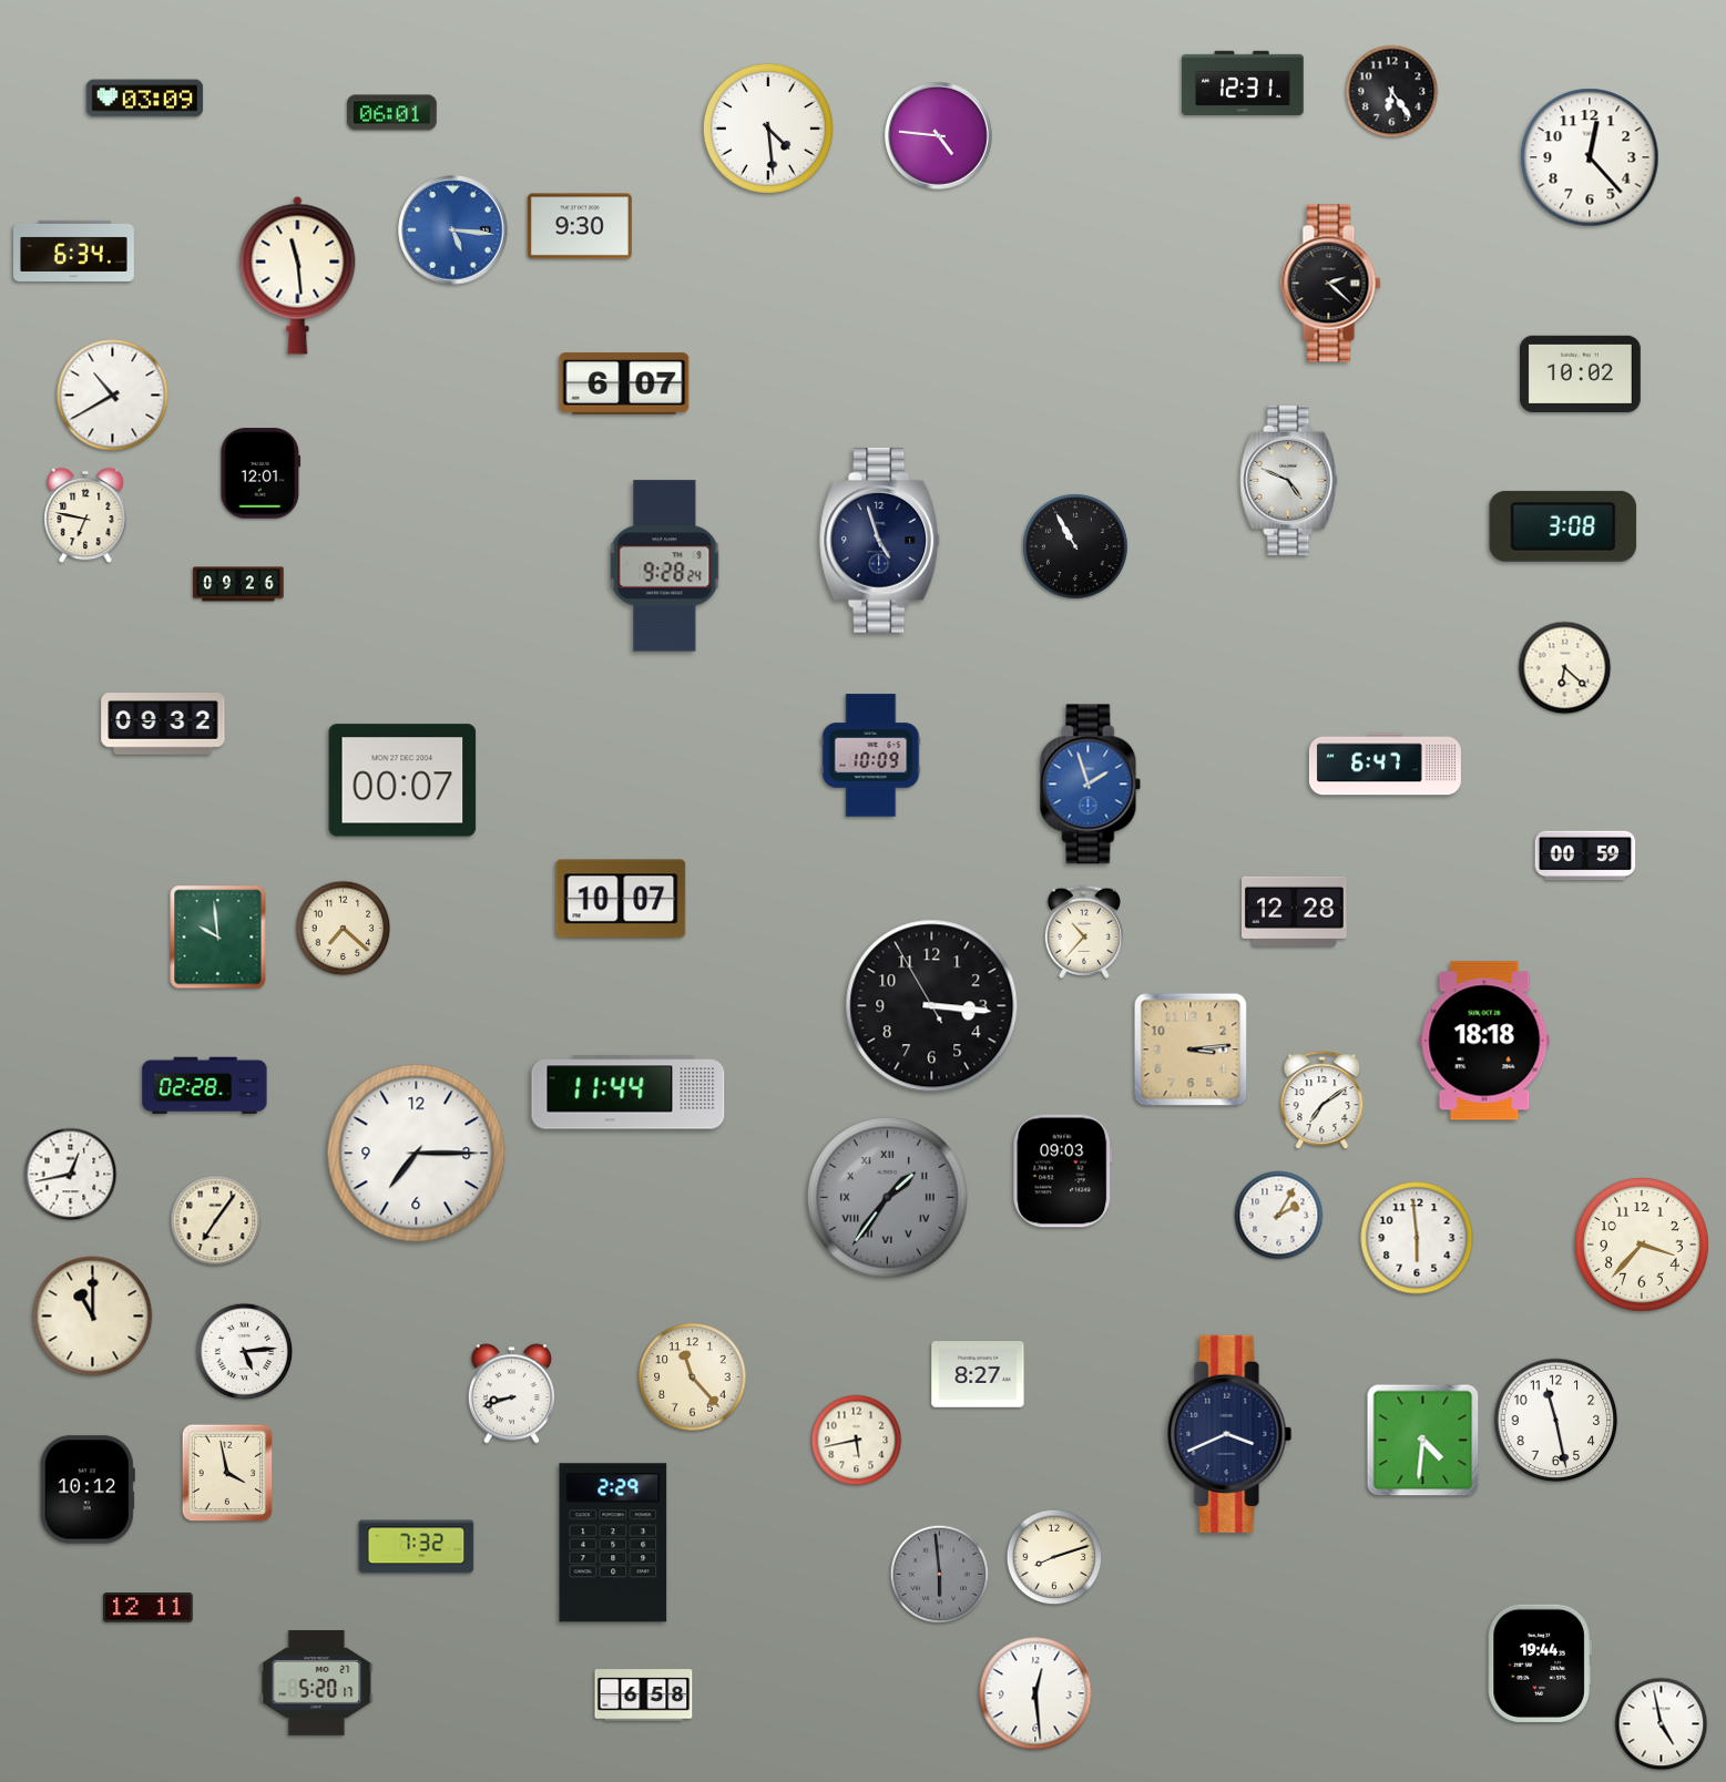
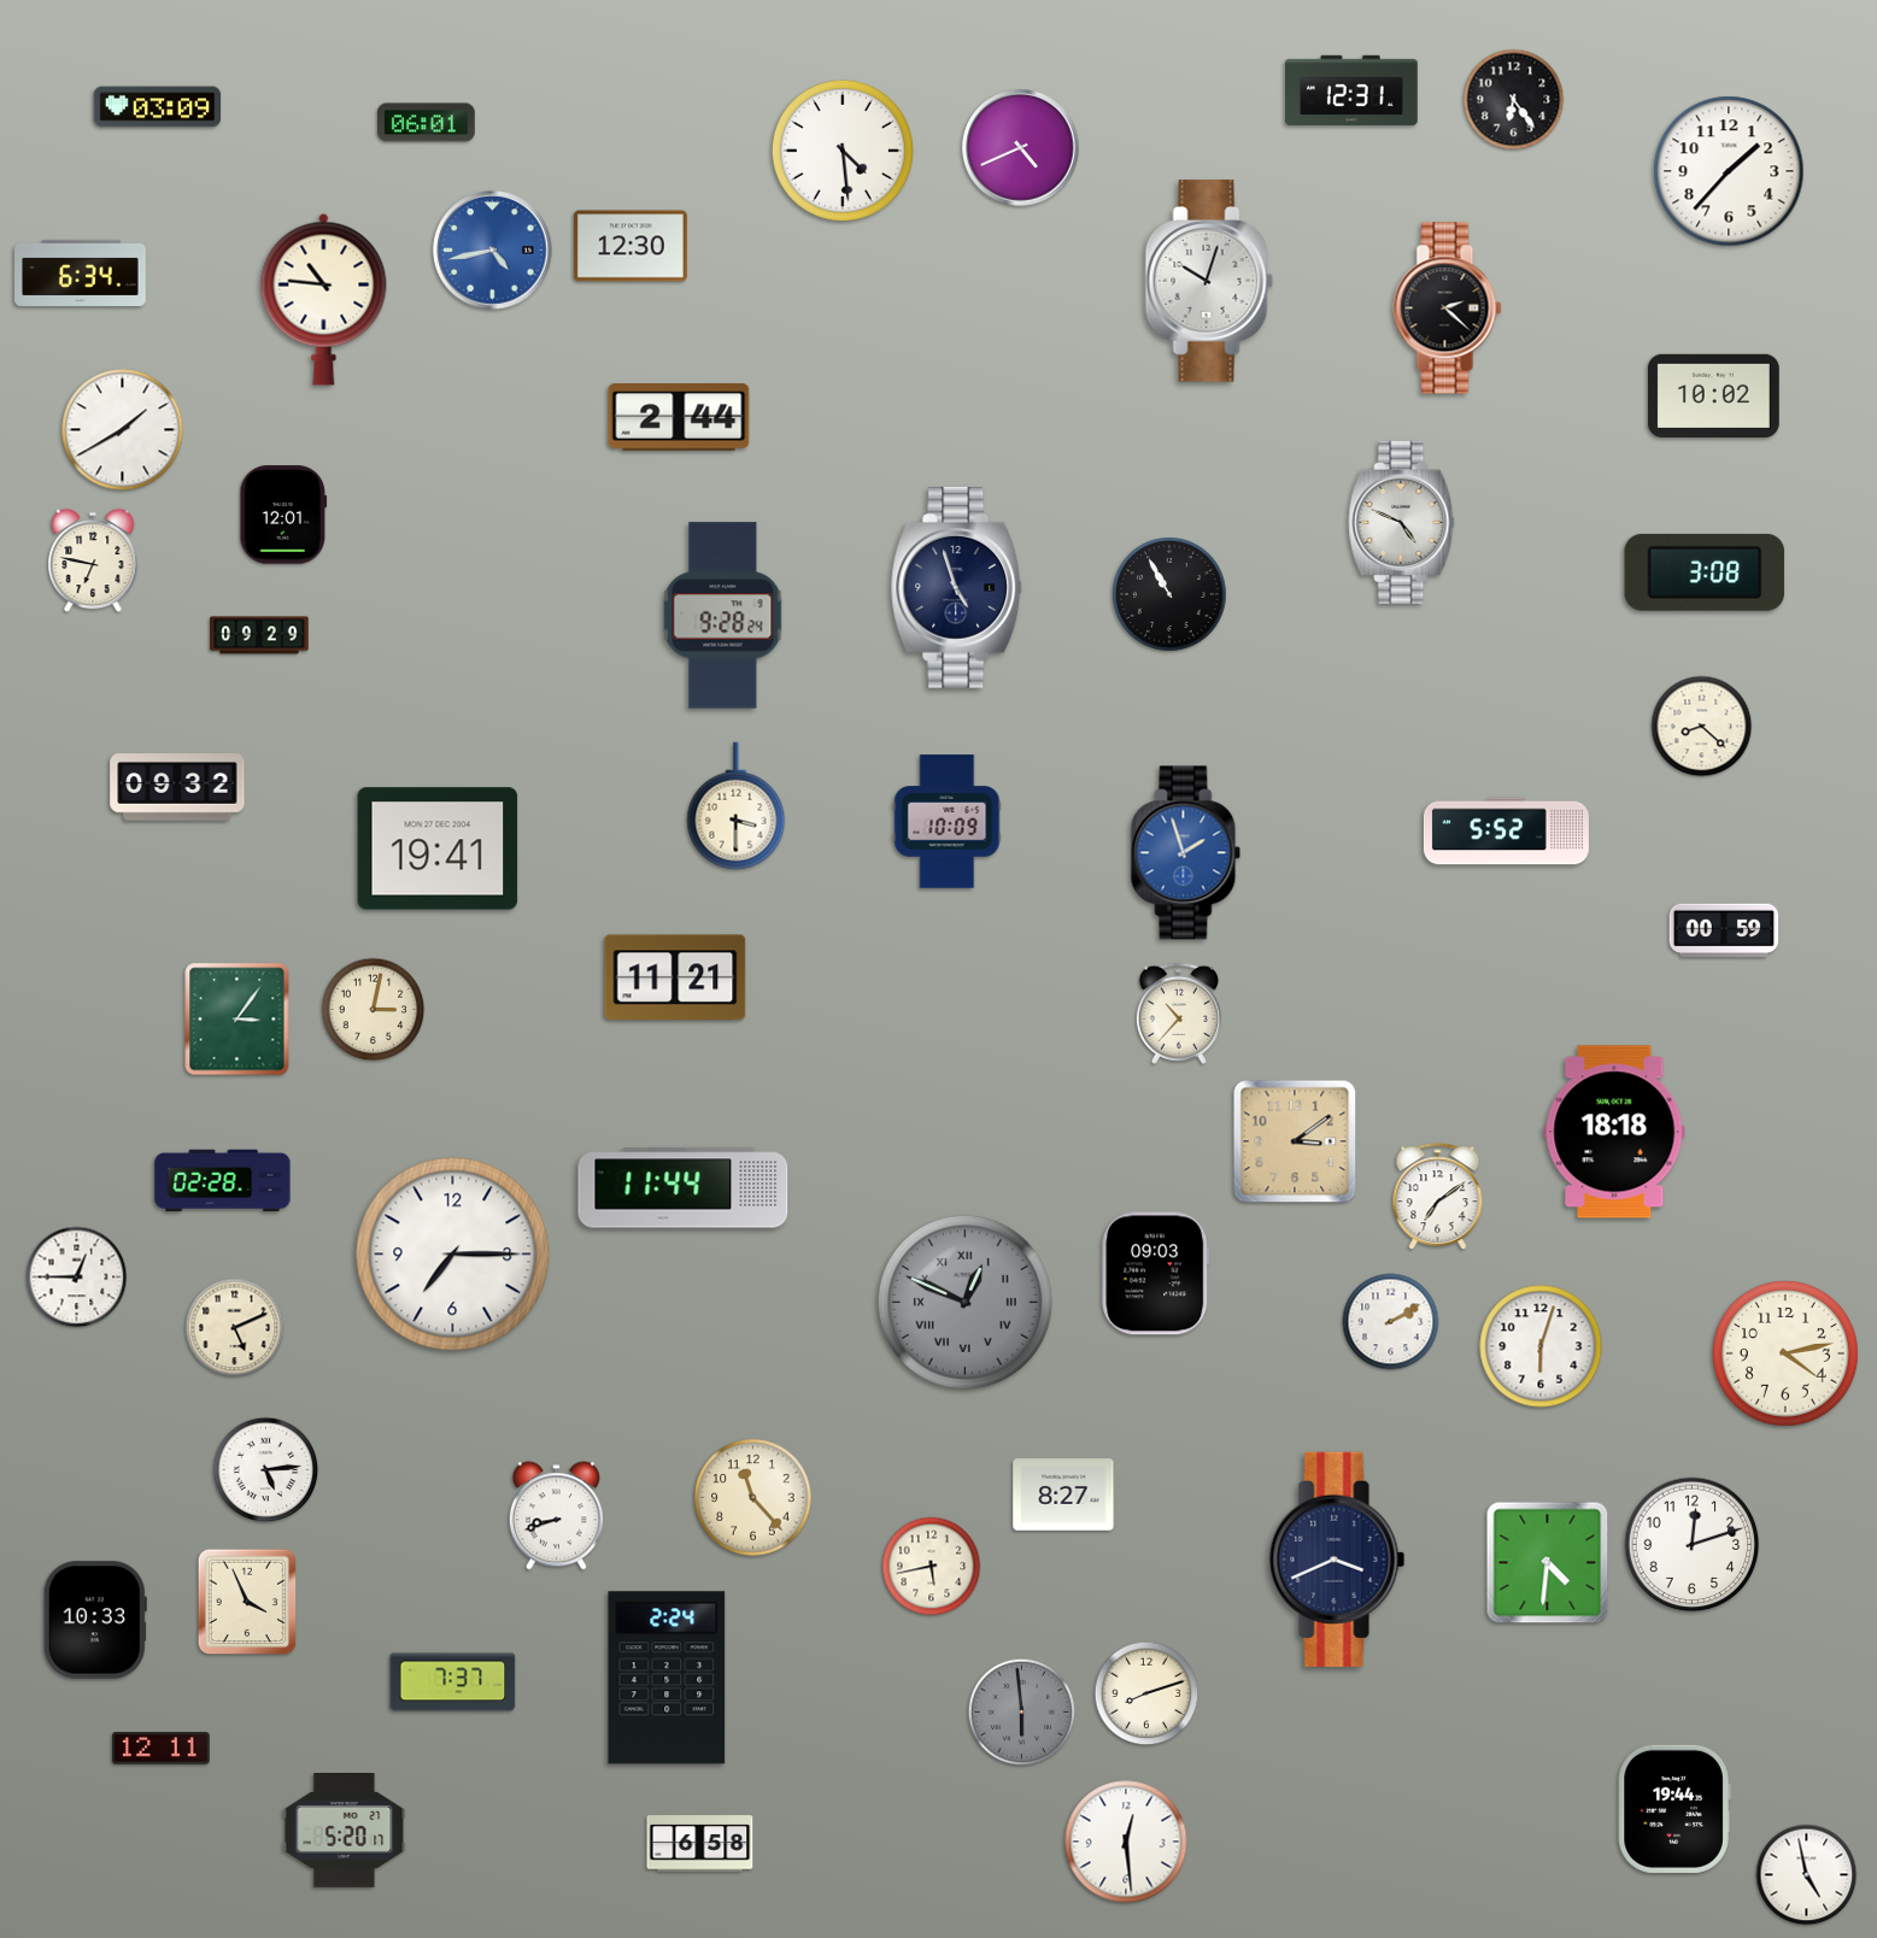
clock at (768, 129) position: (768, 129) -> (843, 151)
clock at (939, 136): 4:46 -> 4:41
clock at (1590, 157): 12:23 -> 1:37
clock at (580, 226): 9:30 -> 12:30
clock at (453, 231): 5:16 -> 4:43
clock at (1209, 281): none -> 10:03
clock at (298, 275): 11:29 -> 10:46
clock at (1580, 373) position: (1580, 373) -> (1713, 395)
clock at (624, 383): 6:07 -> 2:44
clock at (113, 396): 10:40 -> 1:40
clock at (1563, 526) position: (1563, 526) -> (1705, 572)
clock at (238, 584): 09:26 -> 09:29
clock at (1565, 668): 6:22 -> 8:22
clock at (737, 806): none -> 3:30
clock at (1385, 765): 6:47 -> 5:52
clock at (402, 780): 00:07 -> 19:41
clock at (621, 899): 10:07 -> 11:21
clock at (1295, 911): 12:28 -> none
clock at (344, 929): 7:22 -> 3:02
clock at (218, 938): 9:59 -> 3:06
clock at (932, 1006): 3:15 -> none
clock at (1191, 1049): 3:14 -> 3:09
clock at (71, 1175): 12:43 -> 12:45
clock at (887, 1197): 1:36 -> 12:49
clock at (1279, 1216): 2:05 -> 2:10
clock at (216, 1221): 7:06 -> 5:11
clock at (1417, 1238): 5:59 -> 6:03
clock at (1643, 1246): 3:37 -> 4:13
clock at (93, 1317): 11:00 -> none
clock at (1556, 1421): 11:28 -> 12:12
clock at (1423, 1441) position: (1423, 1441) -> (1548, 1563)
clock at (227, 1473): 3:58 -> 3:56
clock at (88, 1489): 10:12 -> 10:33
clock at (613, 1543): 2:29 -> 2:24
clock at (417, 1547): 7:32 -> 7:37
